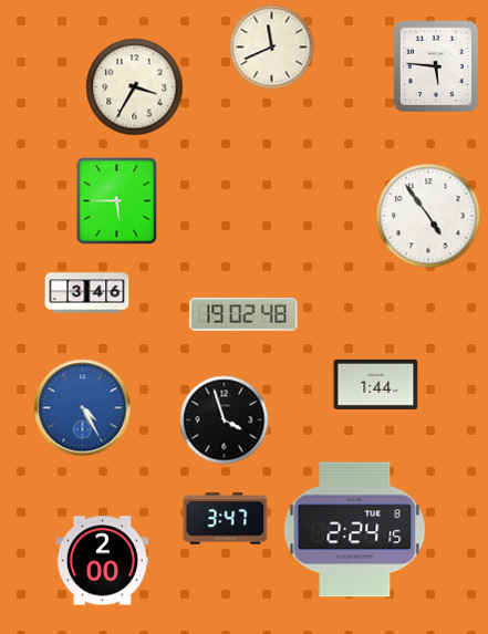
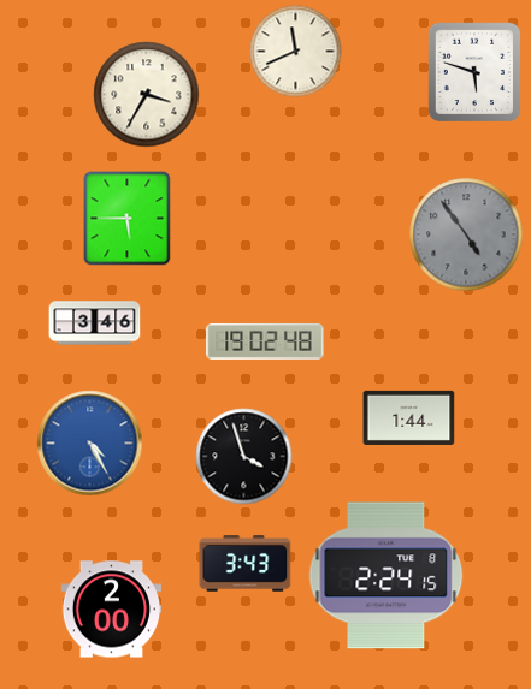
clock at (435, 65): 5:46 -> 5:48
clock at (428, 216) dial: white -> grey
clock at (87, 293) position: (87, 293) -> (95, 323)
clock at (226, 519): 3:47 -> 3:43
